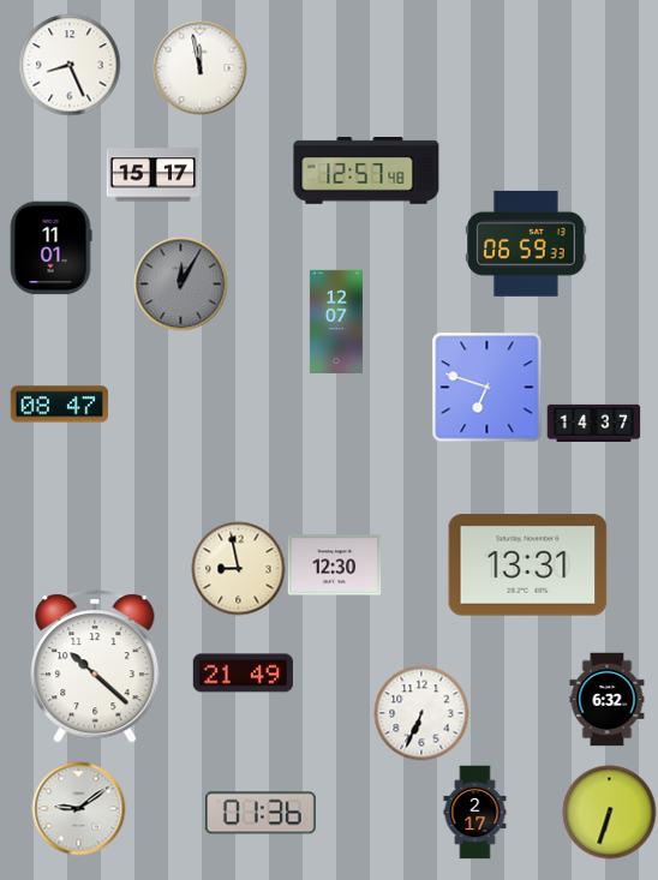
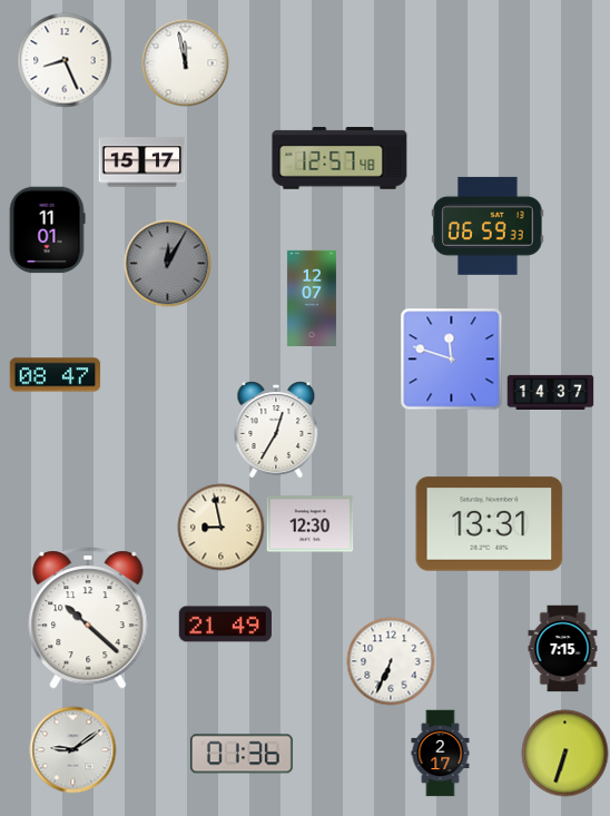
clock at (486, 387): 6:48 -> 11:48
clock at (276, 430): none -> 12:35
clock at (608, 699): 6:32 -> 7:15
